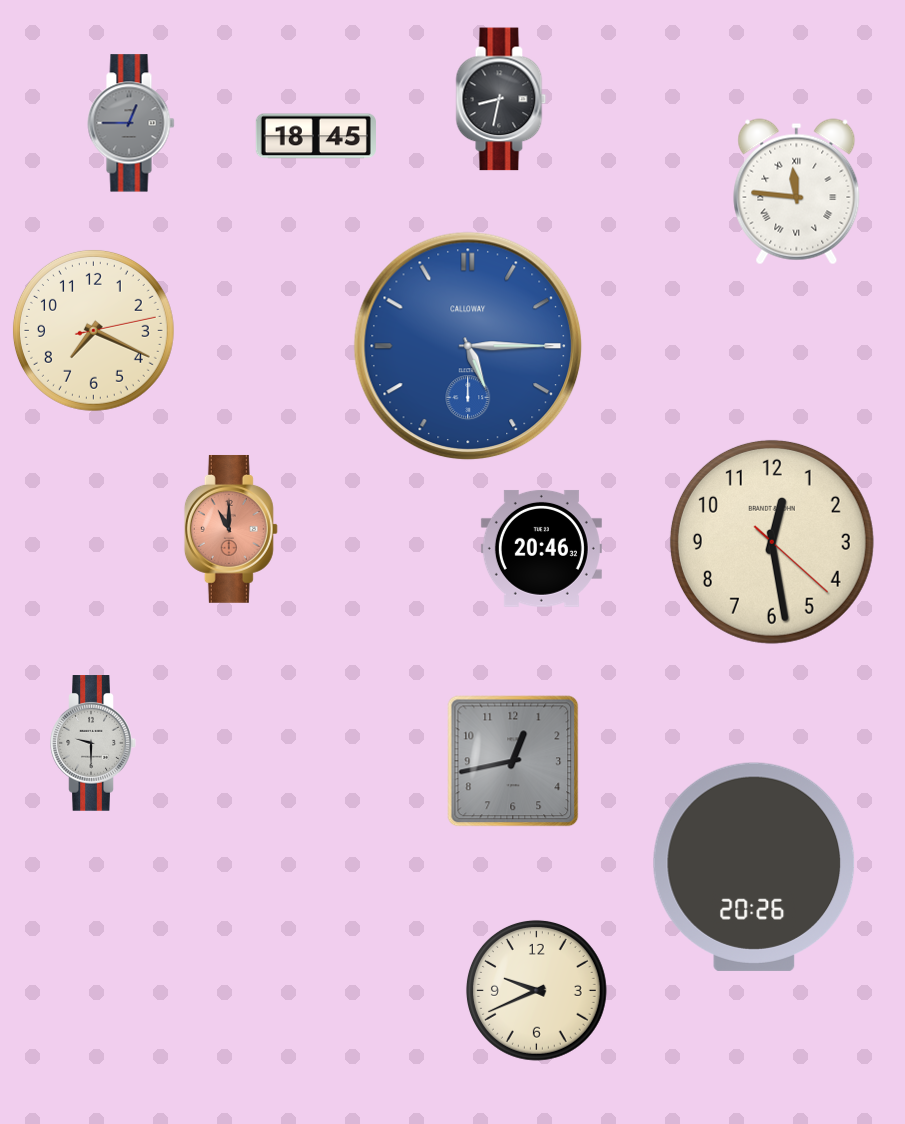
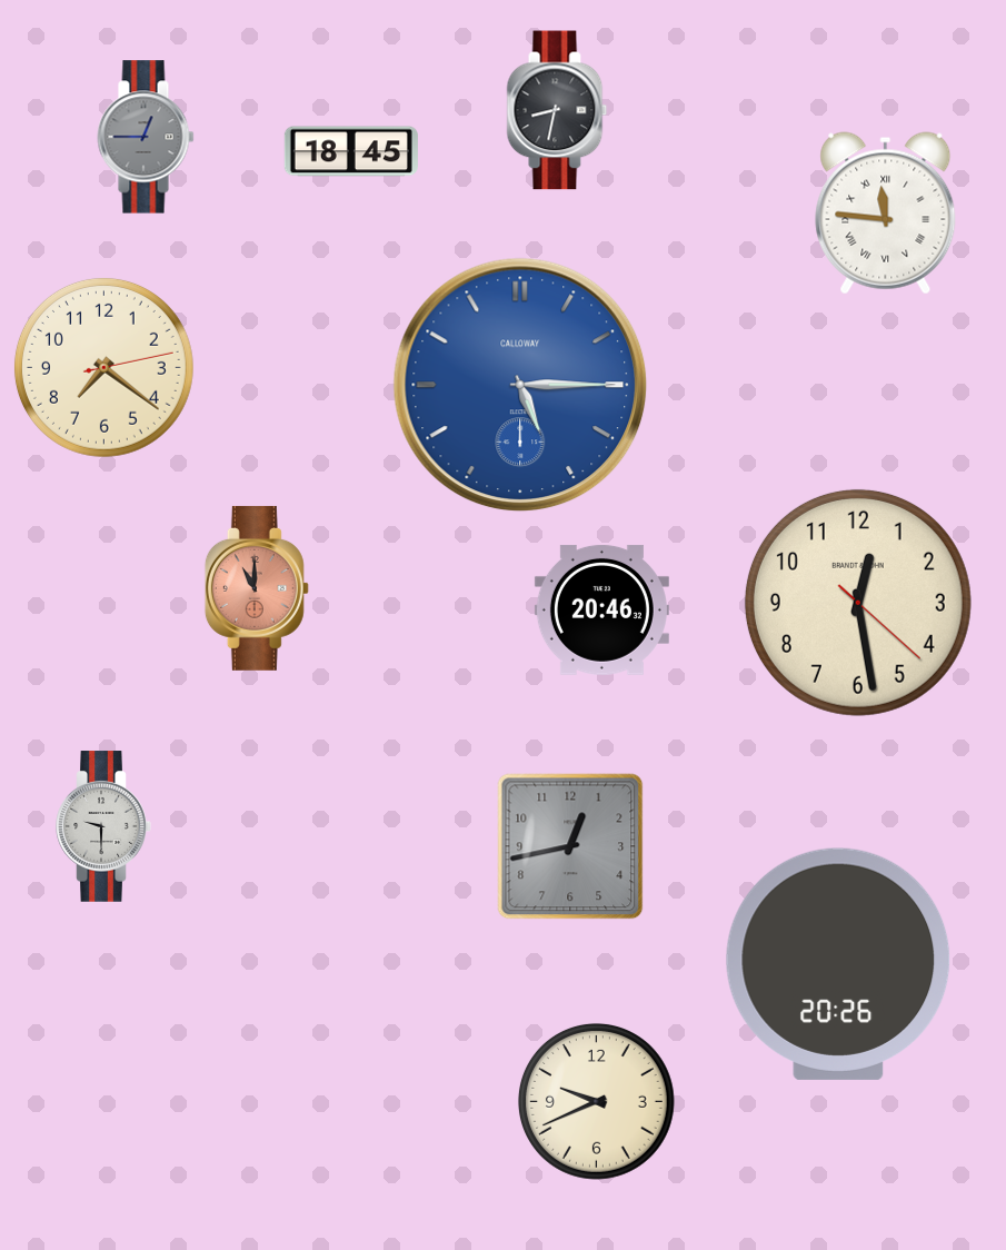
clock at (93, 330): 7:19 -> 7:21
